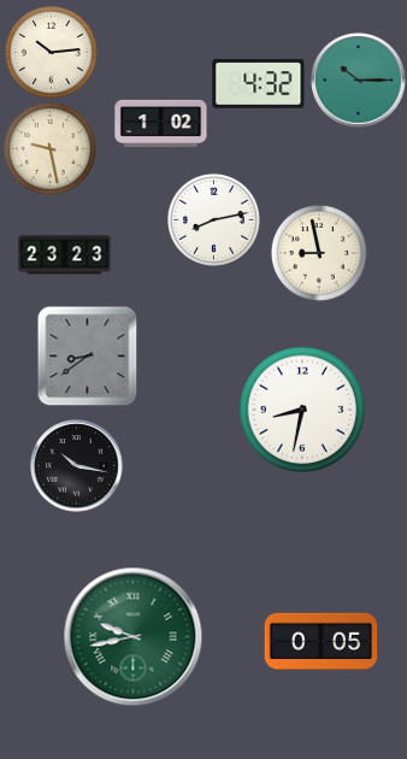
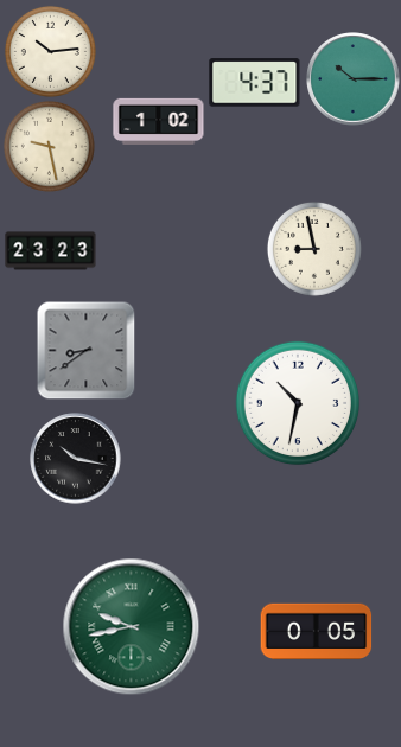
clock at (259, 84): 4:32 -> 4:37
clock at (213, 219): 8:13 -> none
clock at (65, 255) position: (65, 255) -> (51, 251)
clock at (302, 410): 8:32 -> 10:32
